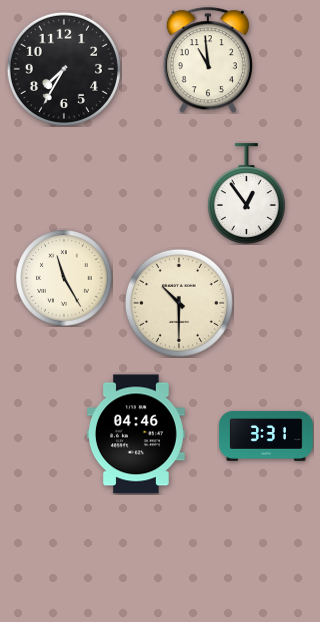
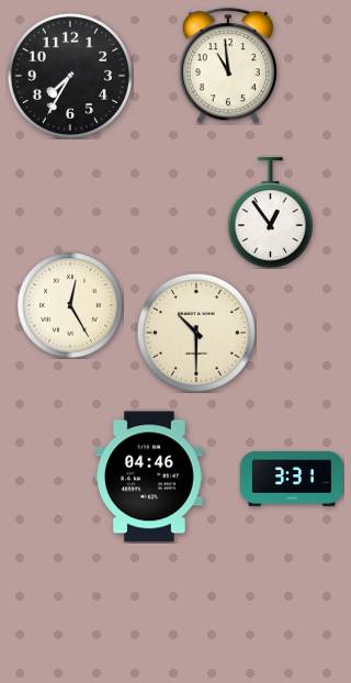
clock at (64, 278): 11:25 -> 12:25
